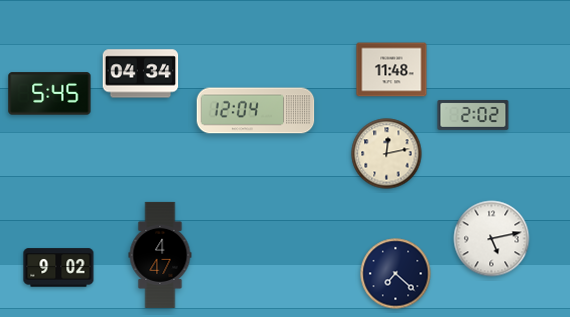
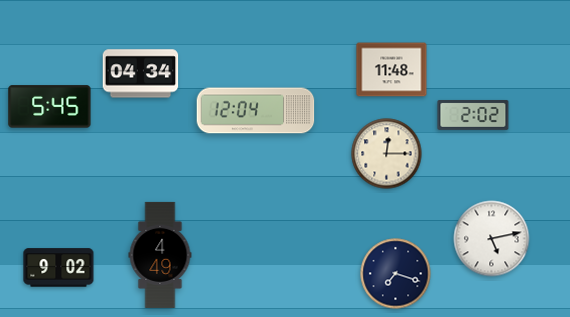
clock at (50, 94) position: (50, 94) -> (50, 107)
clock at (387, 154): 12:13 -> 12:15
clock at (160, 255): 4:47 -> 4:49
clock at (396, 274): 7:22 -> 7:18
